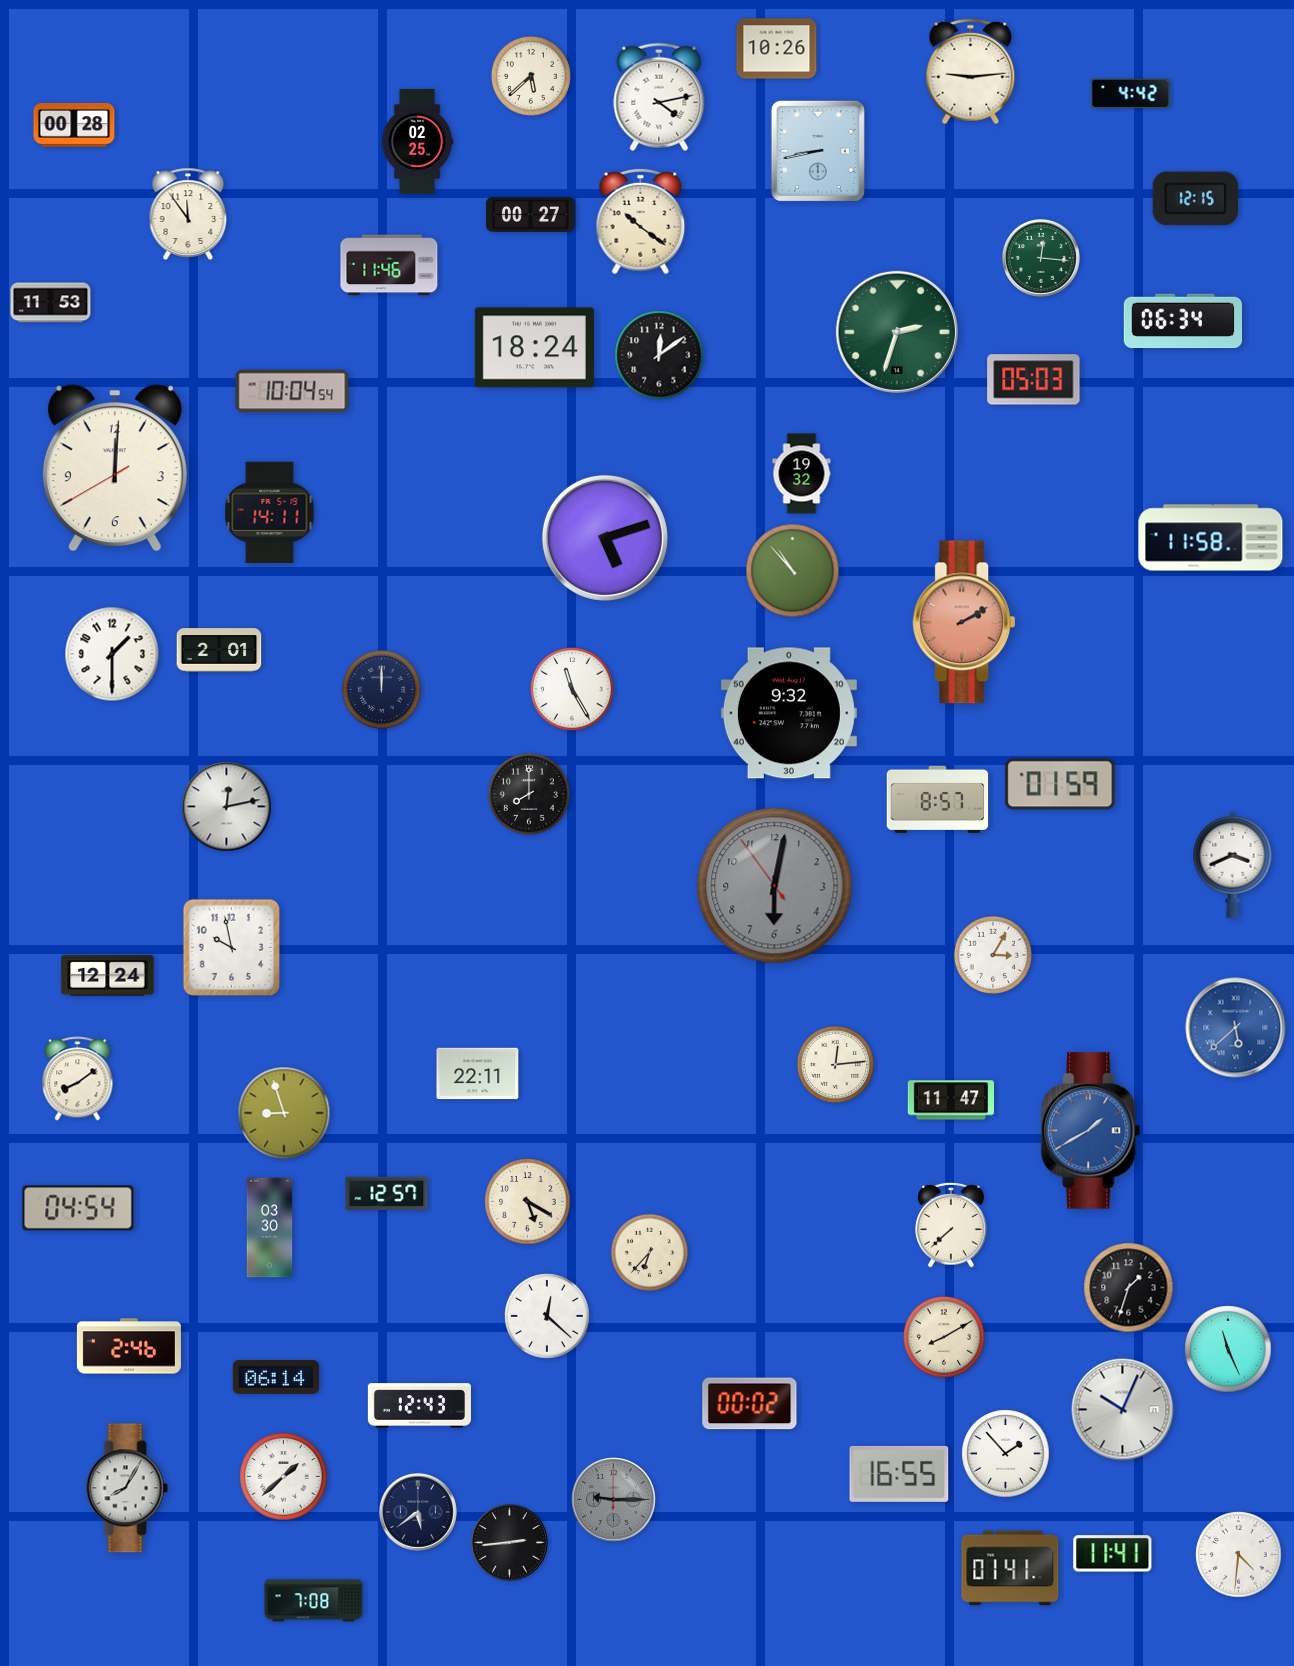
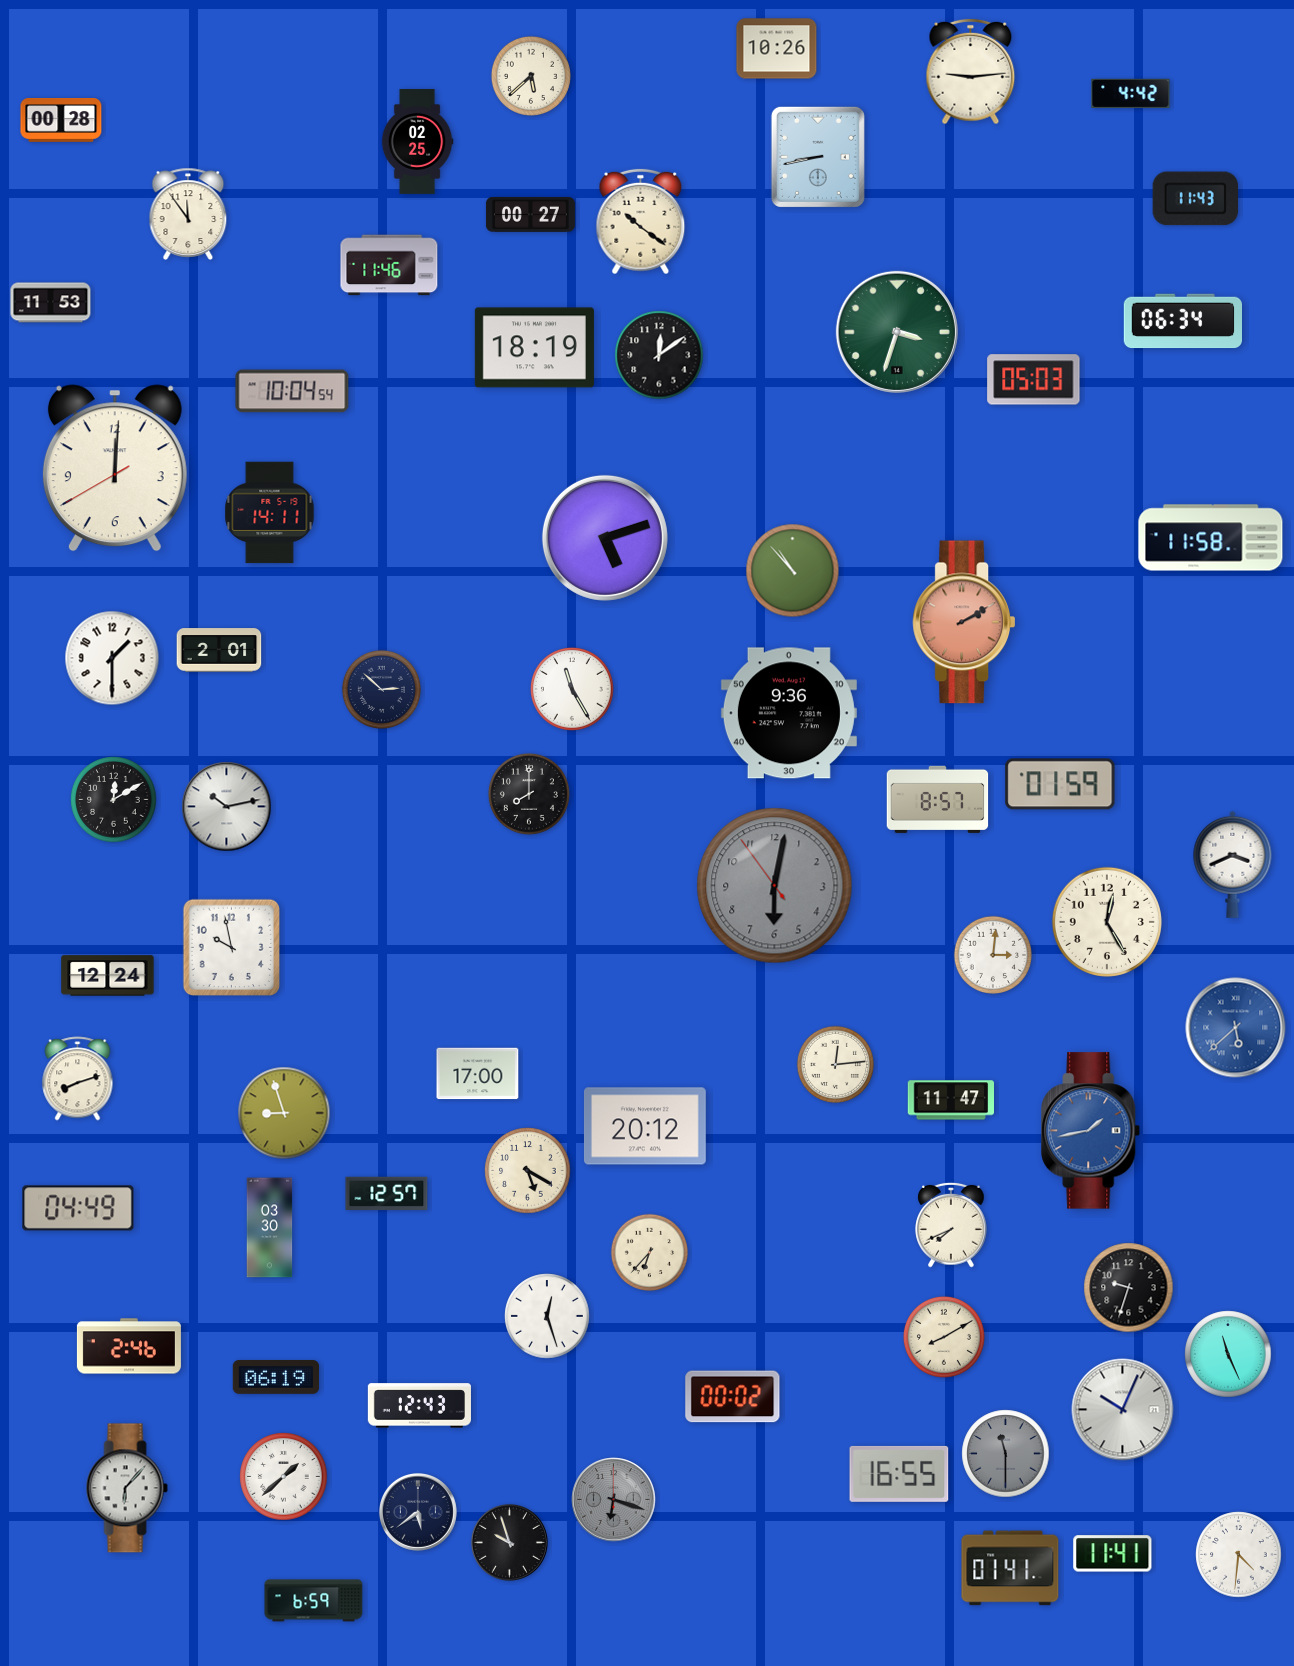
clock at (659, 97): 4:13 -> none
clock at (74, 126) position: (74, 126) -> (61, 121)
clock at (818, 151) position: (818, 151) -> (818, 157)
clock at (1196, 199): 12:15 -> 11:43
clock at (1041, 258): 12:16 -> none
clock at (897, 332): 2:33 -> 3:33
clock at (534, 348): 18:24 -> 18:19
clock at (802, 474): 19:32 -> none
clock at (112, 654) position: (112, 654) -> (112, 658)
clock at (381, 689): 12:00 -> 2:52
clock at (789, 713): 9:32 -> 9:36
clock at (114, 800): none -> 12:10
clock at (227, 807): 12:13 -> 10:13
clock at (1107, 922): none -> 12:25
clock at (992, 954): 3:05 -> 3:01
clock at (478, 1074): 22:11 -> 17:00
clock at (78, 1079): 8:09 -> 8:12
clock at (645, 1126): none -> 20:12
clock at (1091, 1131): 1:40 -> 1:43
clock at (528, 1202) position: (528, 1202) -> (528, 1171)
clock at (78, 1208): 04:54 -> 04:49
clock at (951, 1225): 7:38 -> 7:41
clock at (1129, 1288): 1:33 -> 9:33
clock at (547, 1316): 12:22 -> 12:27
clock at (1228, 1349) position: (1228, 1349) -> (1228, 1354)
clock at (276, 1378): 06:14 -> 06:19
clock at (750, 1404) position: (750, 1404) -> (733, 1397)
clock at (1006, 1454): 1:53 -> 11:30
clock at (1006, 1454) dial: white -> grey
clock at (127, 1488): 8:05 -> 6:07
clock at (614, 1500): 9:15 -> 6:18
clock at (509, 1542): 2:44 -> 9:57
clock at (314, 1601): 7:08 -> 6:59
